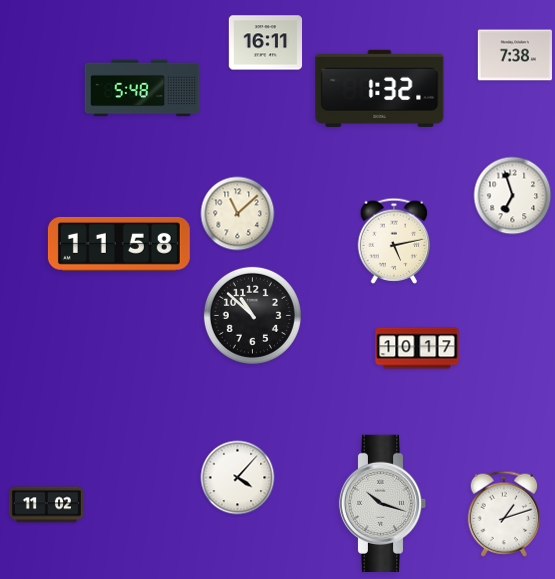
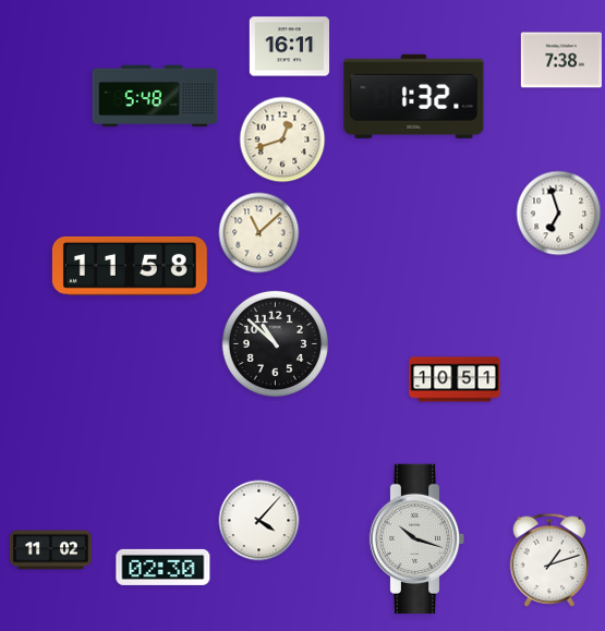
clock at (282, 139): none -> 12:42
clock at (394, 241): 5:13 -> none
clock at (417, 348): 10:17 -> 10:51
clock at (383, 503) position: (383, 503) -> (418, 538)
clock at (164, 567): none -> 02:30
